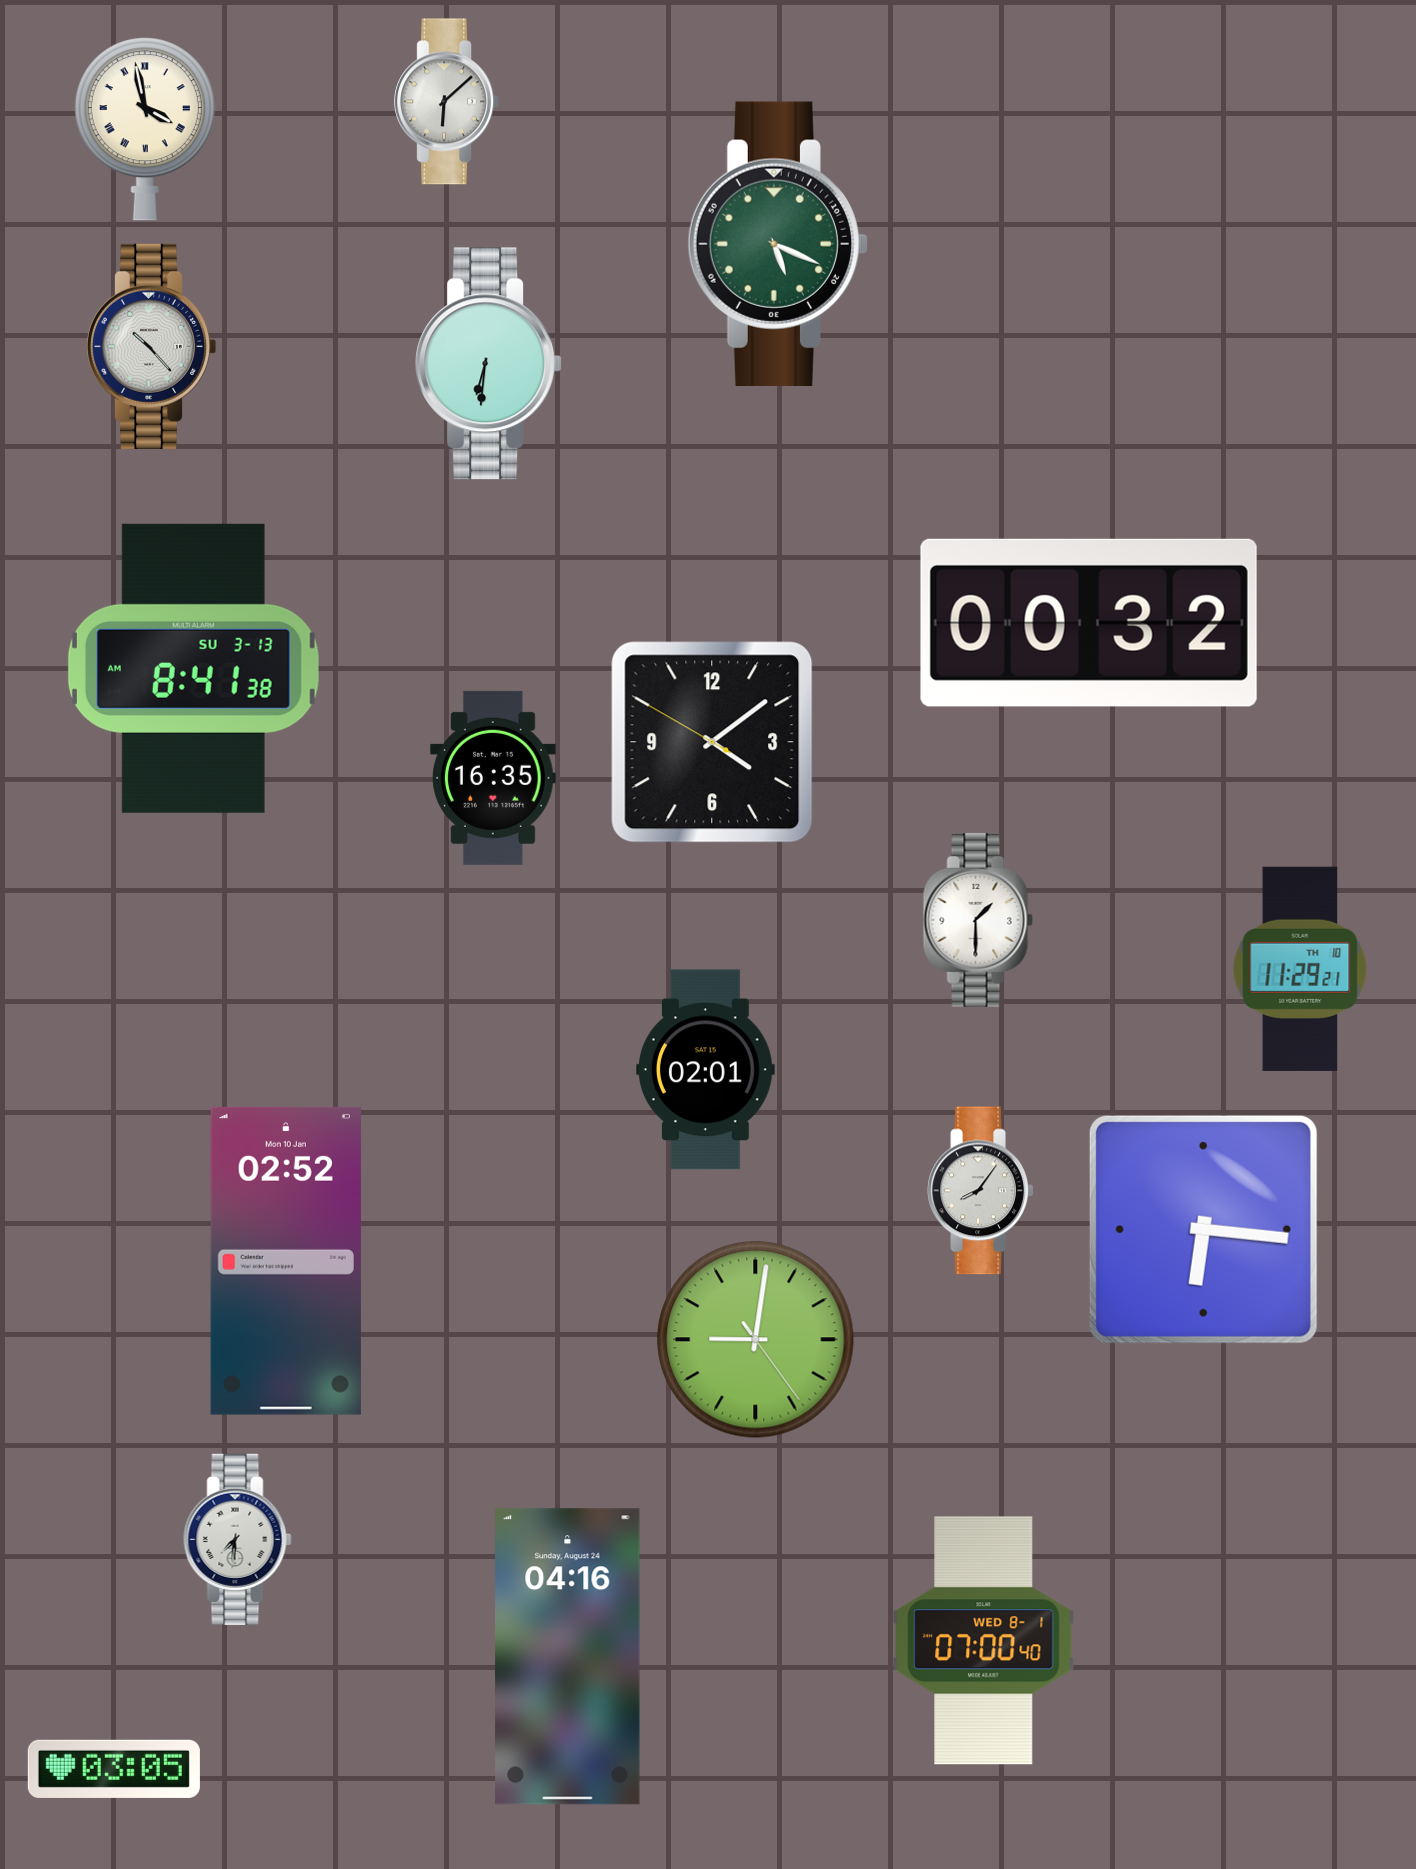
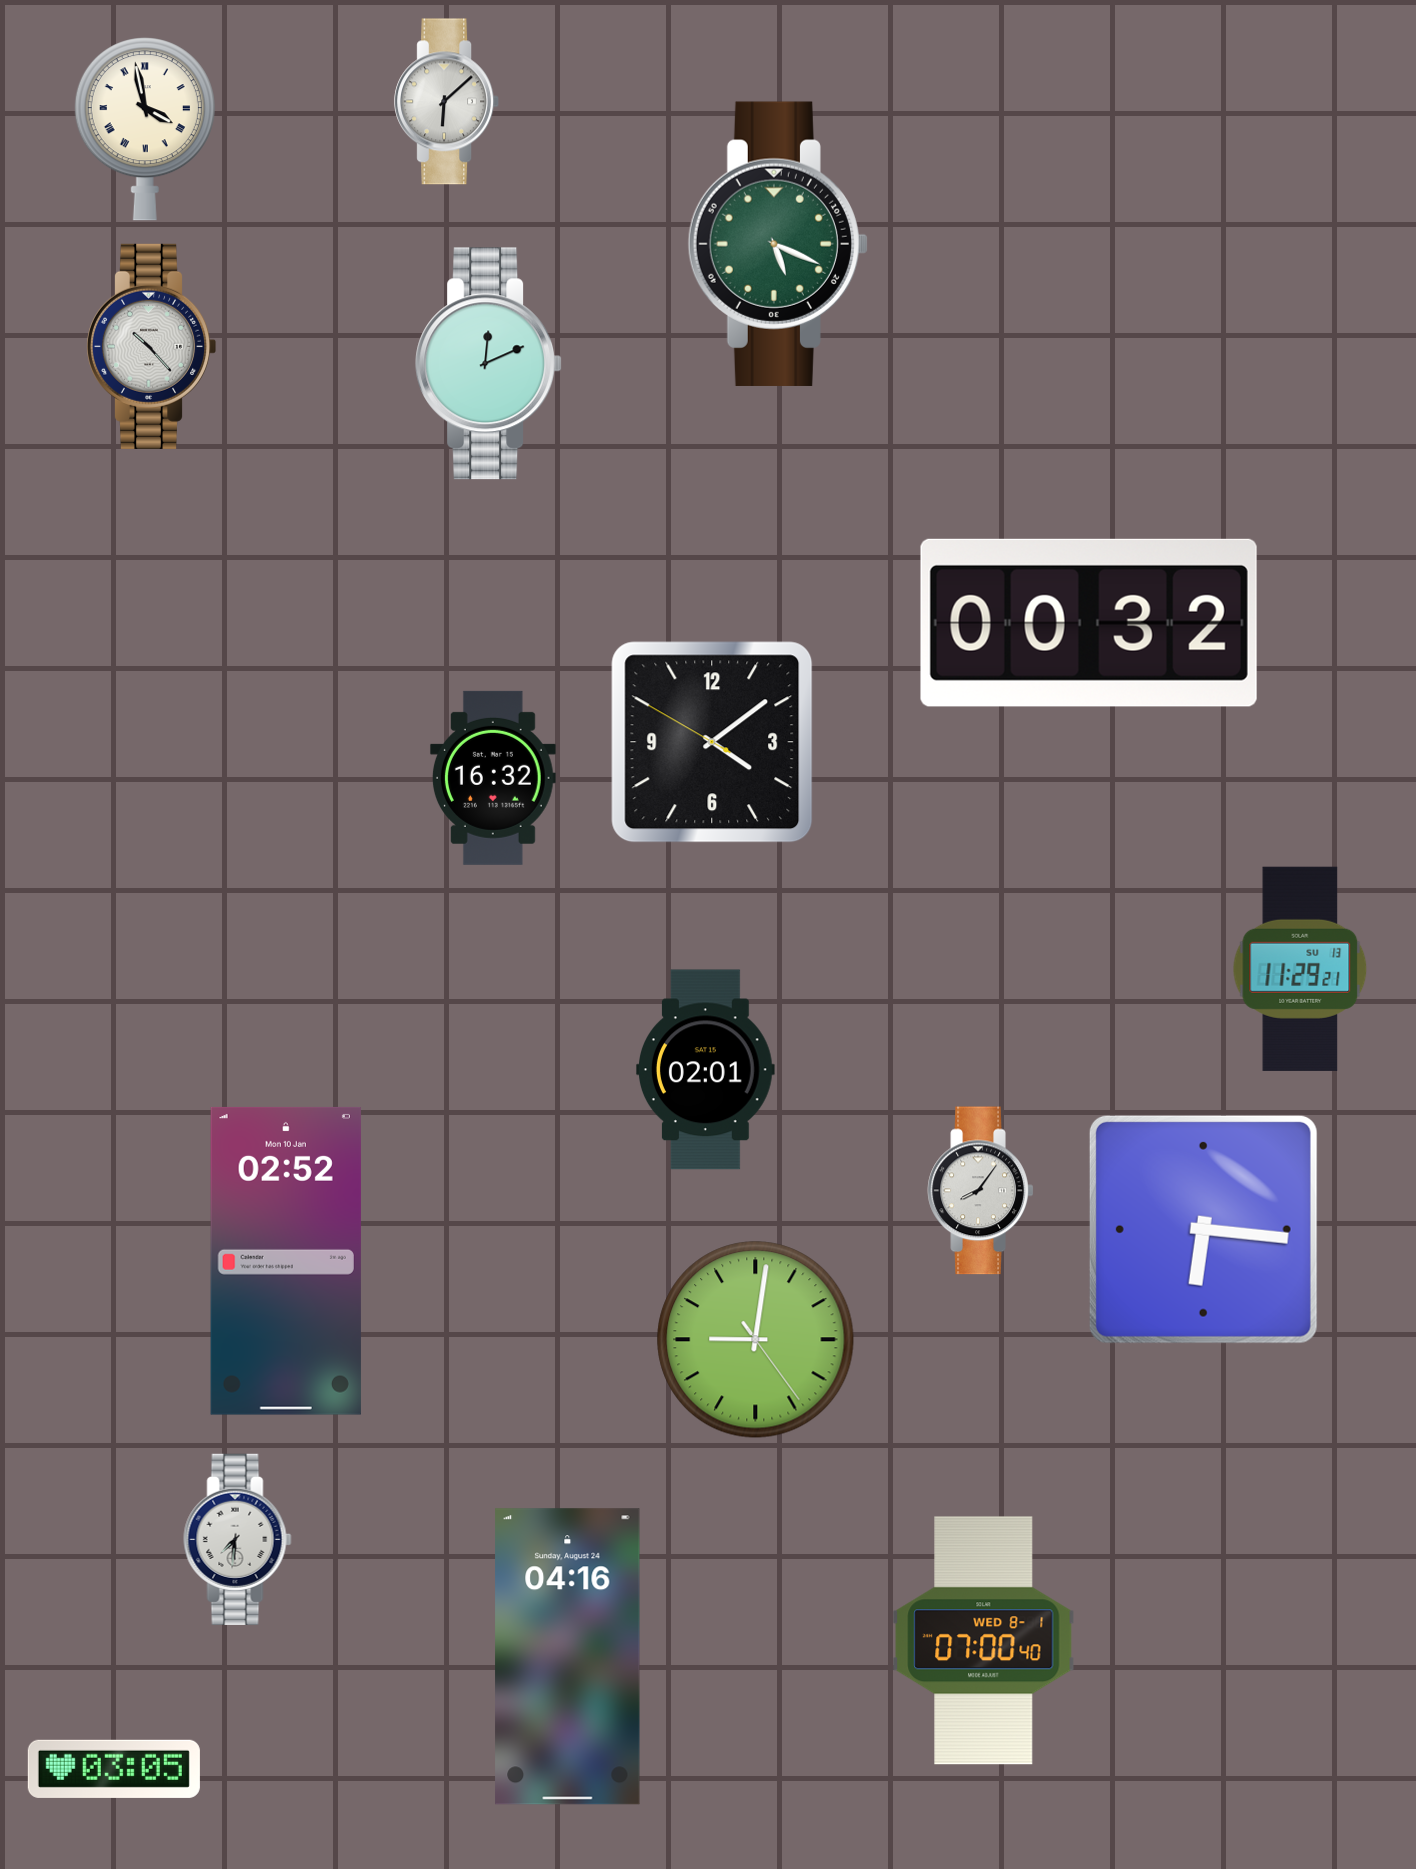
clock at (489, 364): 6:31 -> 12:11
clock at (193, 668): 8:41 -> none
clock at (493, 778): 16:35 -> 16:32
clock at (978, 920): 1:30 -> none
clock at (1300, 969) date: TH 10 -> SU 13
